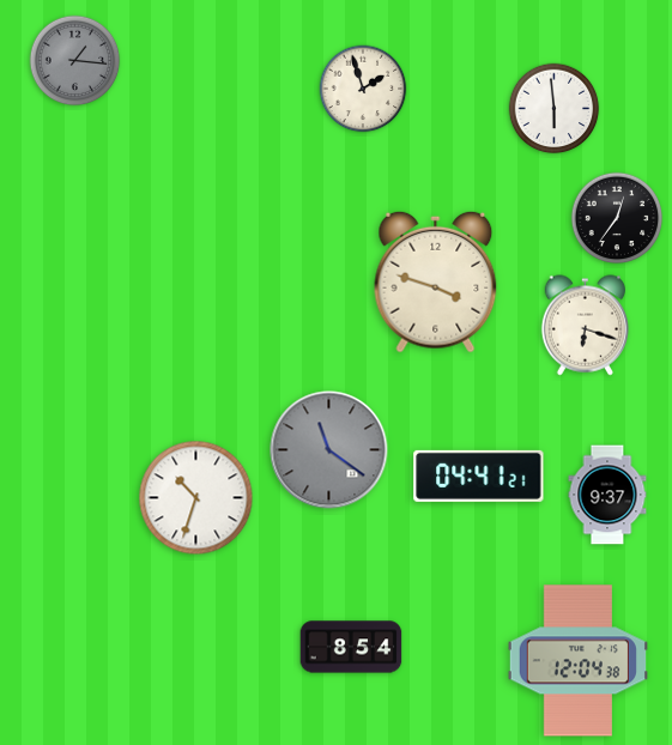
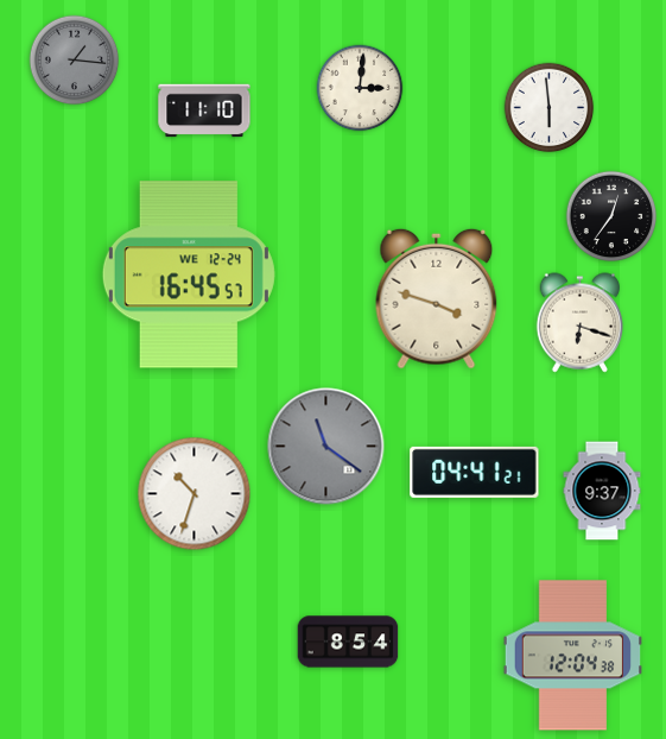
clock at (363, 89): 1:57 -> 3:01
clock at (204, 110): none -> 11:10
clock at (189, 274): none -> 16:45
clock at (436, 281) position: (436, 281) -> (437, 298)
